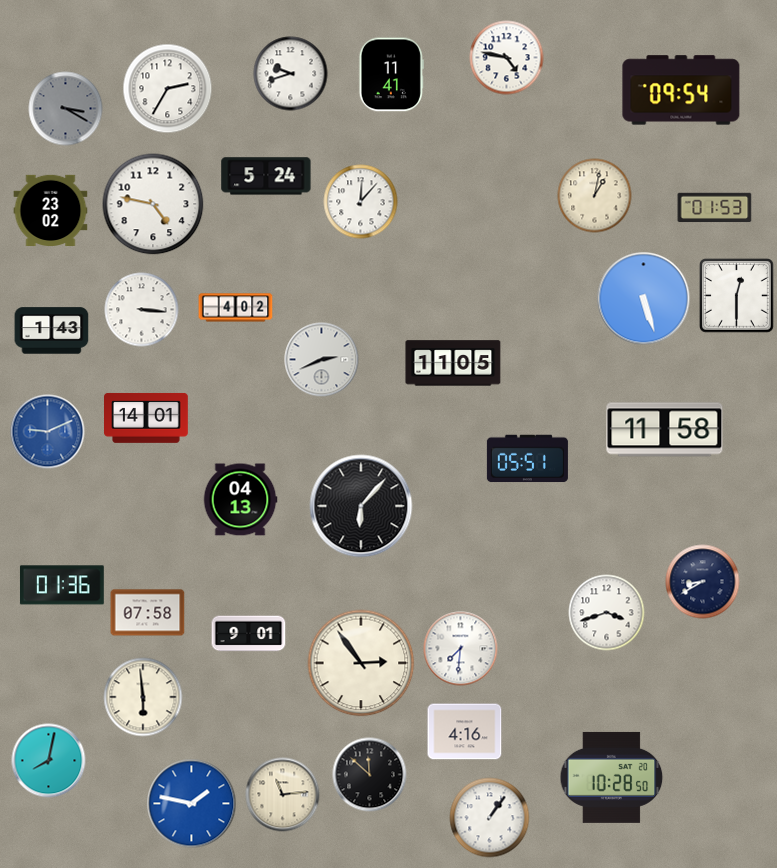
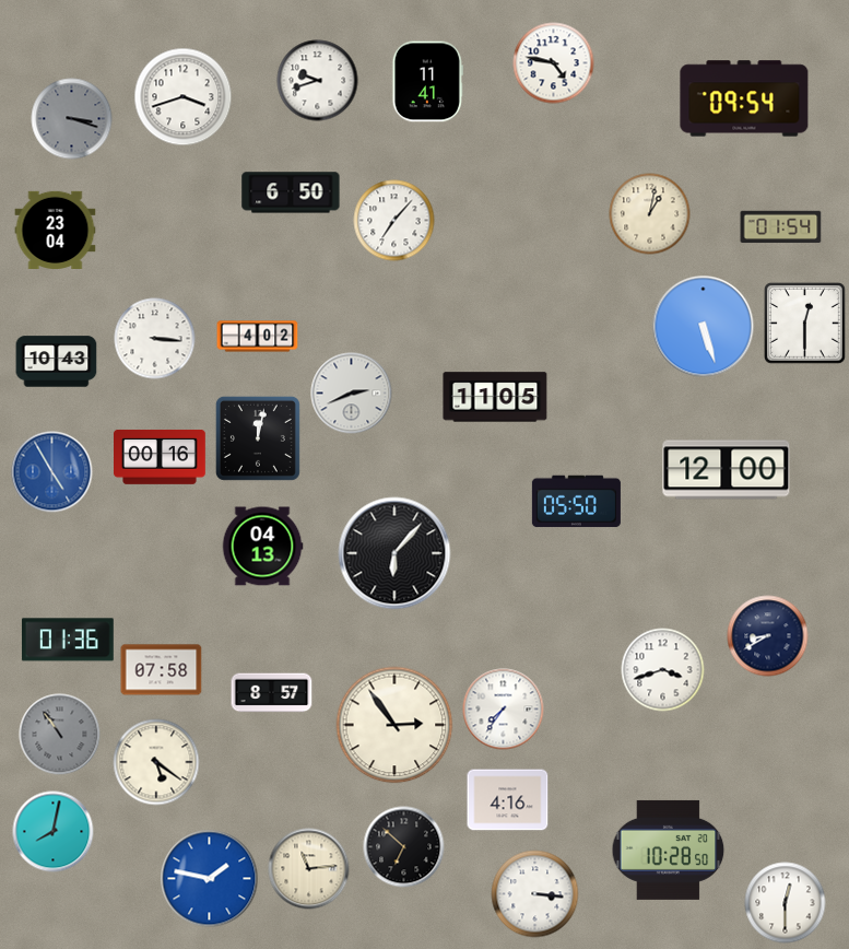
clock at (168, 89): 2:35 -> 3:42
clock at (66, 109): 3:20 -> 3:18
clock at (266, 176): 5:24 -> 6:50
clock at (361, 202): 12:07 -> 7:07
clock at (153, 204): 4:47 -> none
clock at (715, 208): 01:53 -> 01:54
clock at (51, 210): 23:02 -> 23:04
clock at (52, 331): 1:43 -> 10:43
clock at (258, 438): none -> 12:02
clock at (147, 418): 14:01 -> 00:16
clock at (665, 430): 11:58 -> 12:00
clock at (48, 432): 9:11 -> 4:55
clock at (527, 459): 05:51 -> 05:50
clock at (249, 634): 9:01 -> 8:57
clock at (461, 649): 7:31 -> 7:36
clock at (60, 735): none -> 10:54
clock at (143, 697): 5:59 -> 5:21
clock at (370, 775): 11:52 -> 6:52
clock at (490, 818): 1:06 -> 3:16
clock at (786, 903): none -> 12:30
